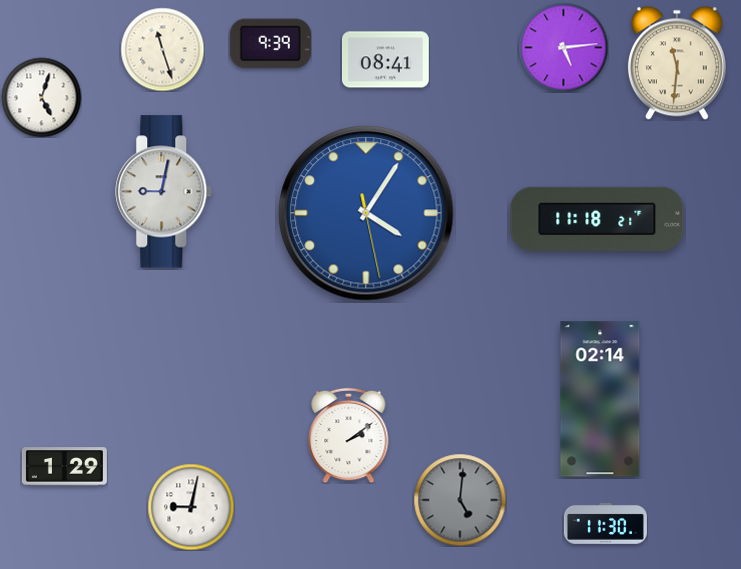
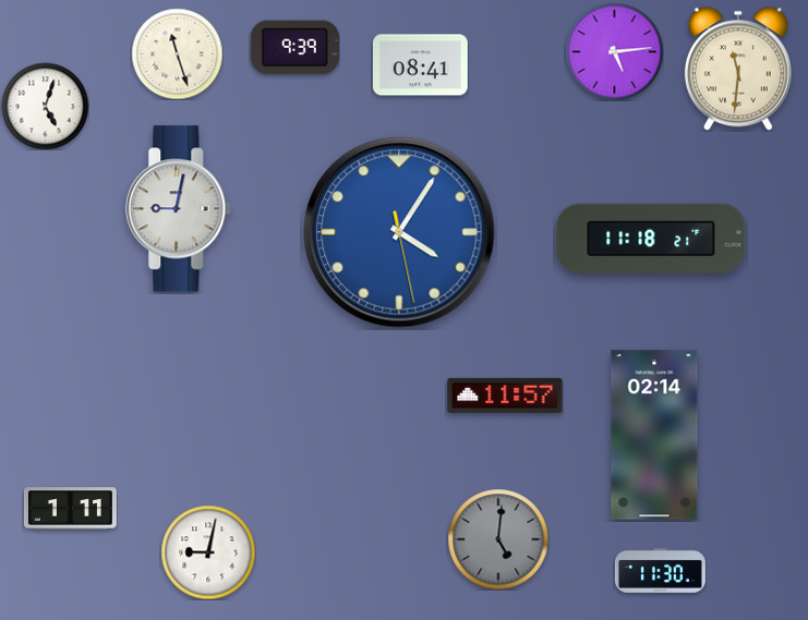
clock at (505, 396): none -> 11:57
clock at (349, 435): 2:09 -> none
clock at (64, 467): 1:29 -> 1:11
clock at (460, 500) position: (460, 500) -> (498, 539)
